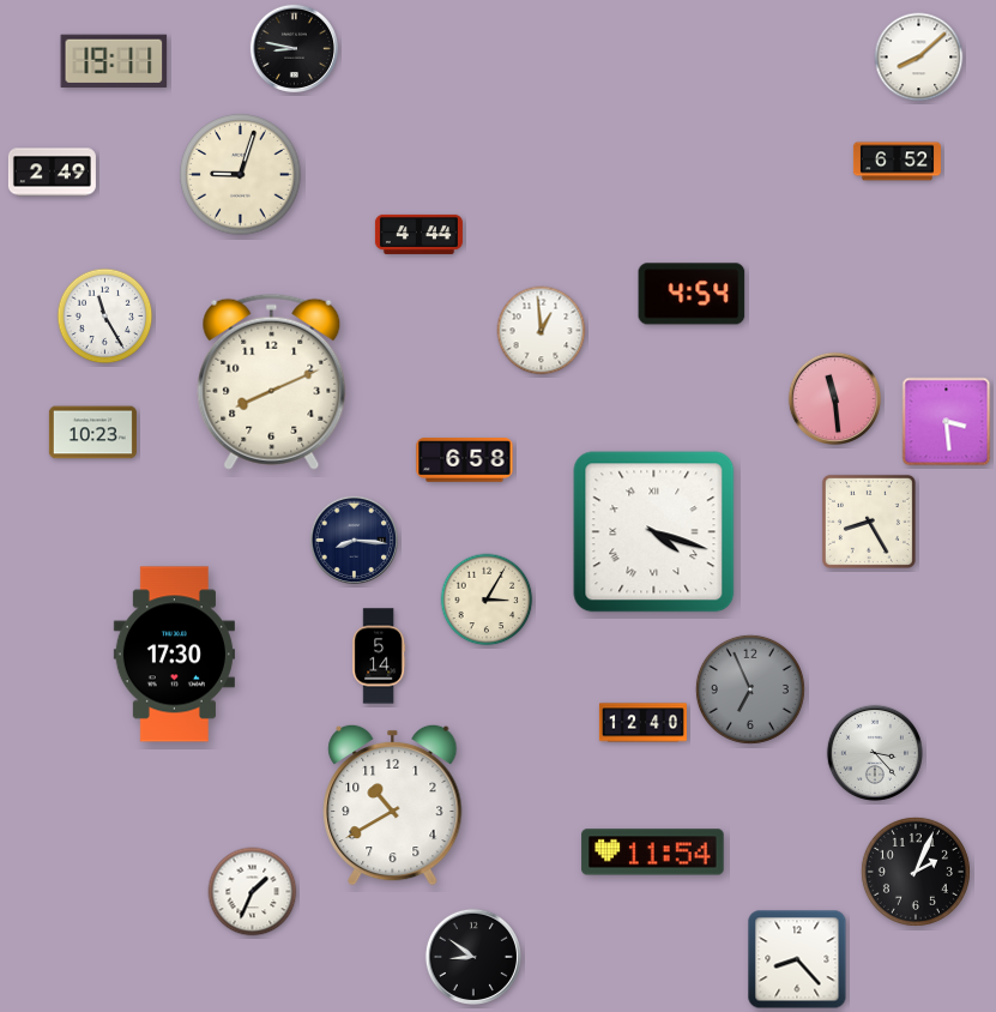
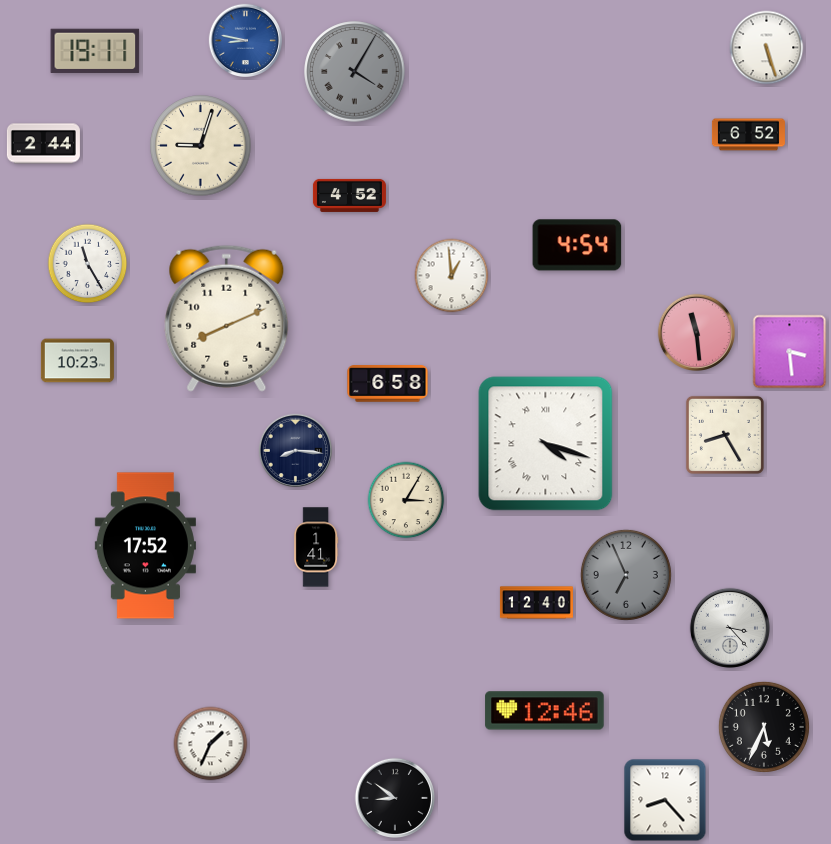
clock at (294, 48) dial: black -> blue
clock at (919, 58): 8:08 -> 5:27
clock at (355, 72): none -> 4:05
clock at (52, 173): 2:49 -> 2:44
clock at (418, 234): 4:44 -> 4:52
clock at (174, 655): 17:30 -> 17:52
clock at (379, 656): 5:14 -> 1:41
clock at (393, 805): 10:40 -> none
clock at (653, 853): 11:54 -> 12:46
clock at (916, 872): 2:04 -> 5:34
